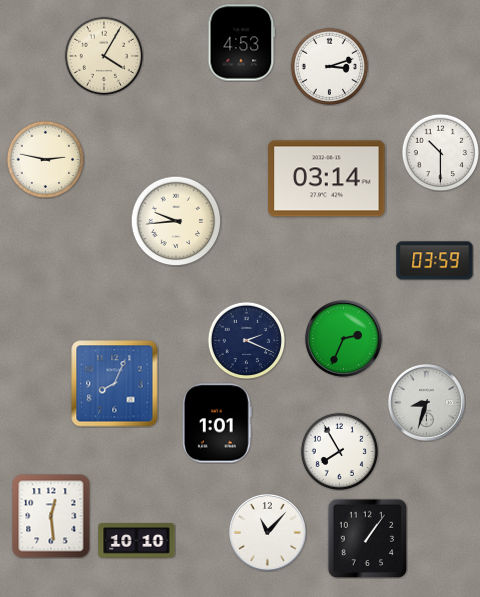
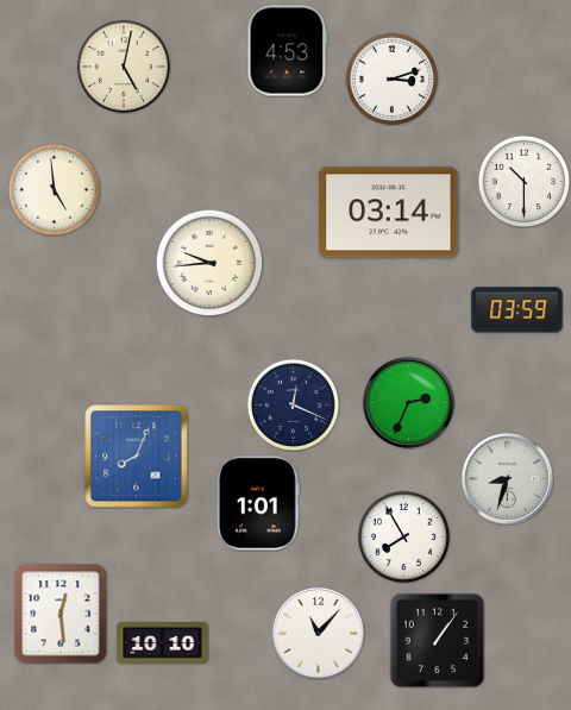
clock at (103, 55): 4:05 -> 5:02
clock at (45, 159): 2:47 -> 4:59
clock at (246, 340): 2:19 -> 12:19
